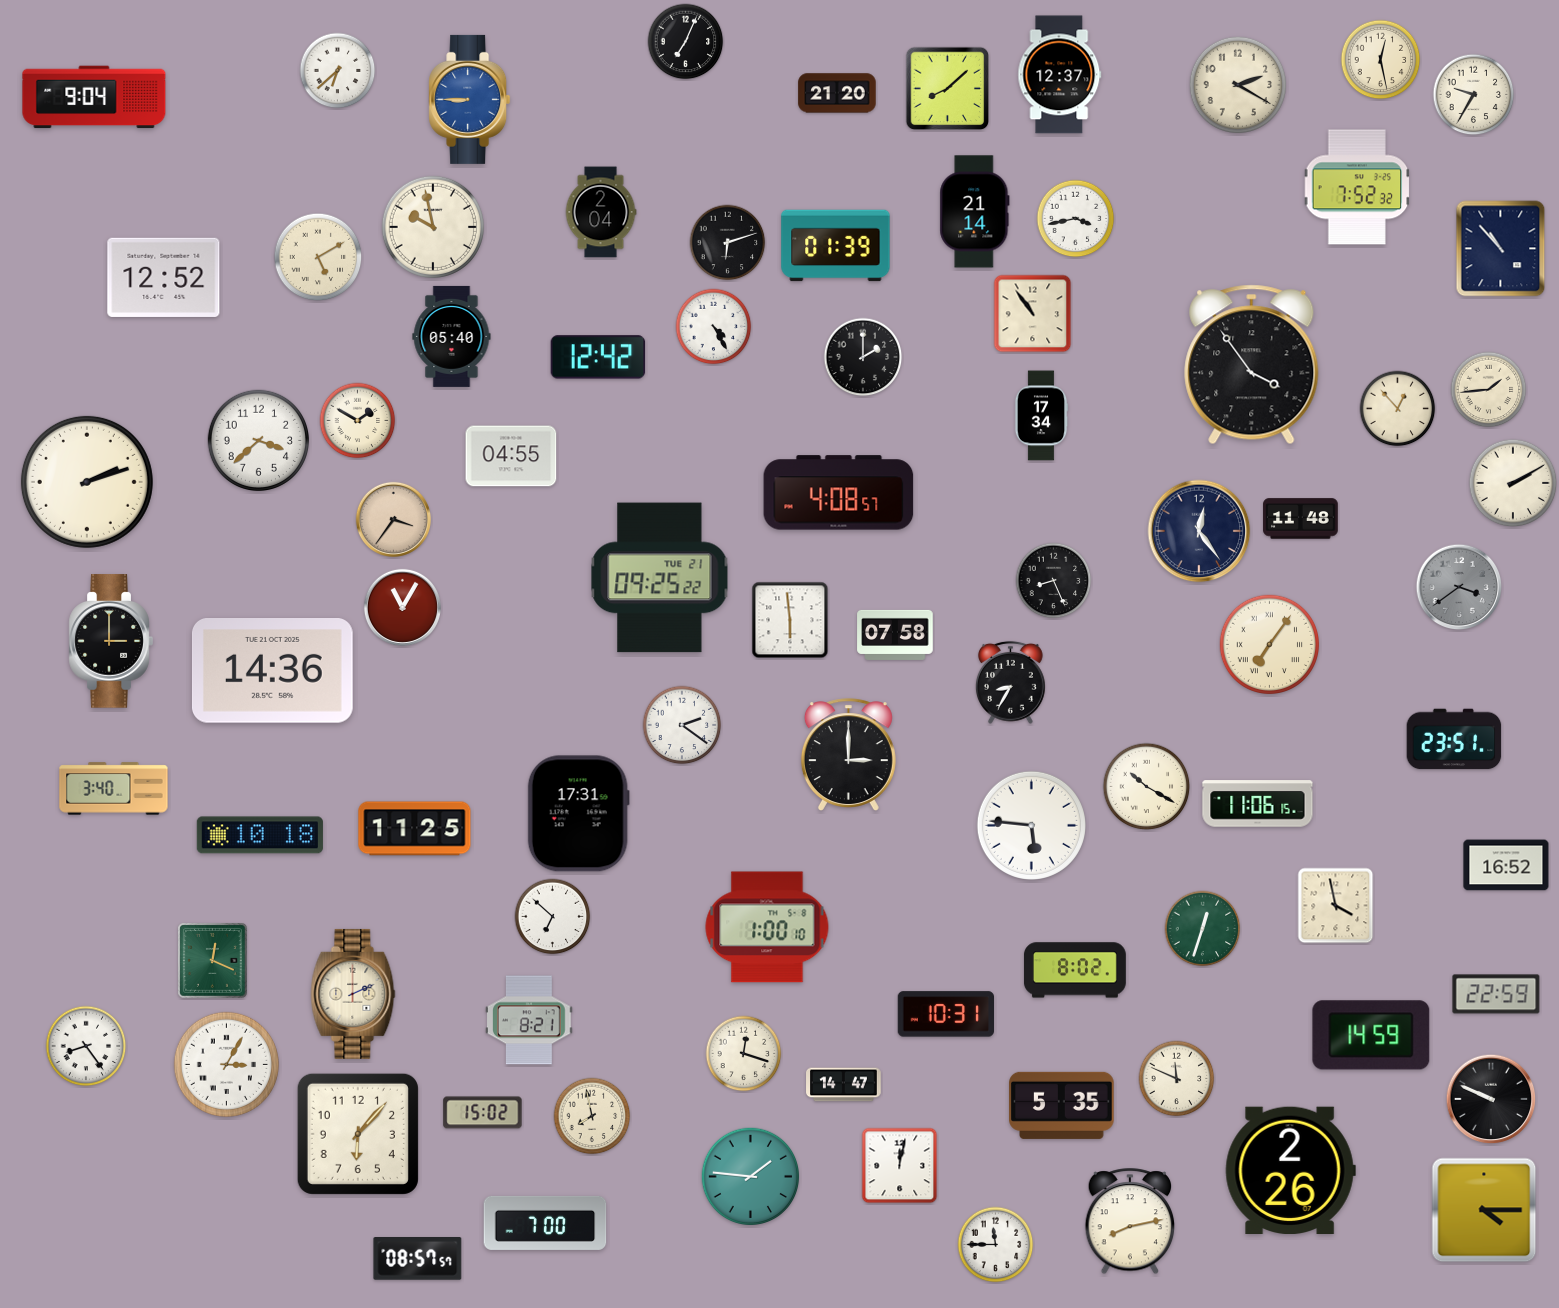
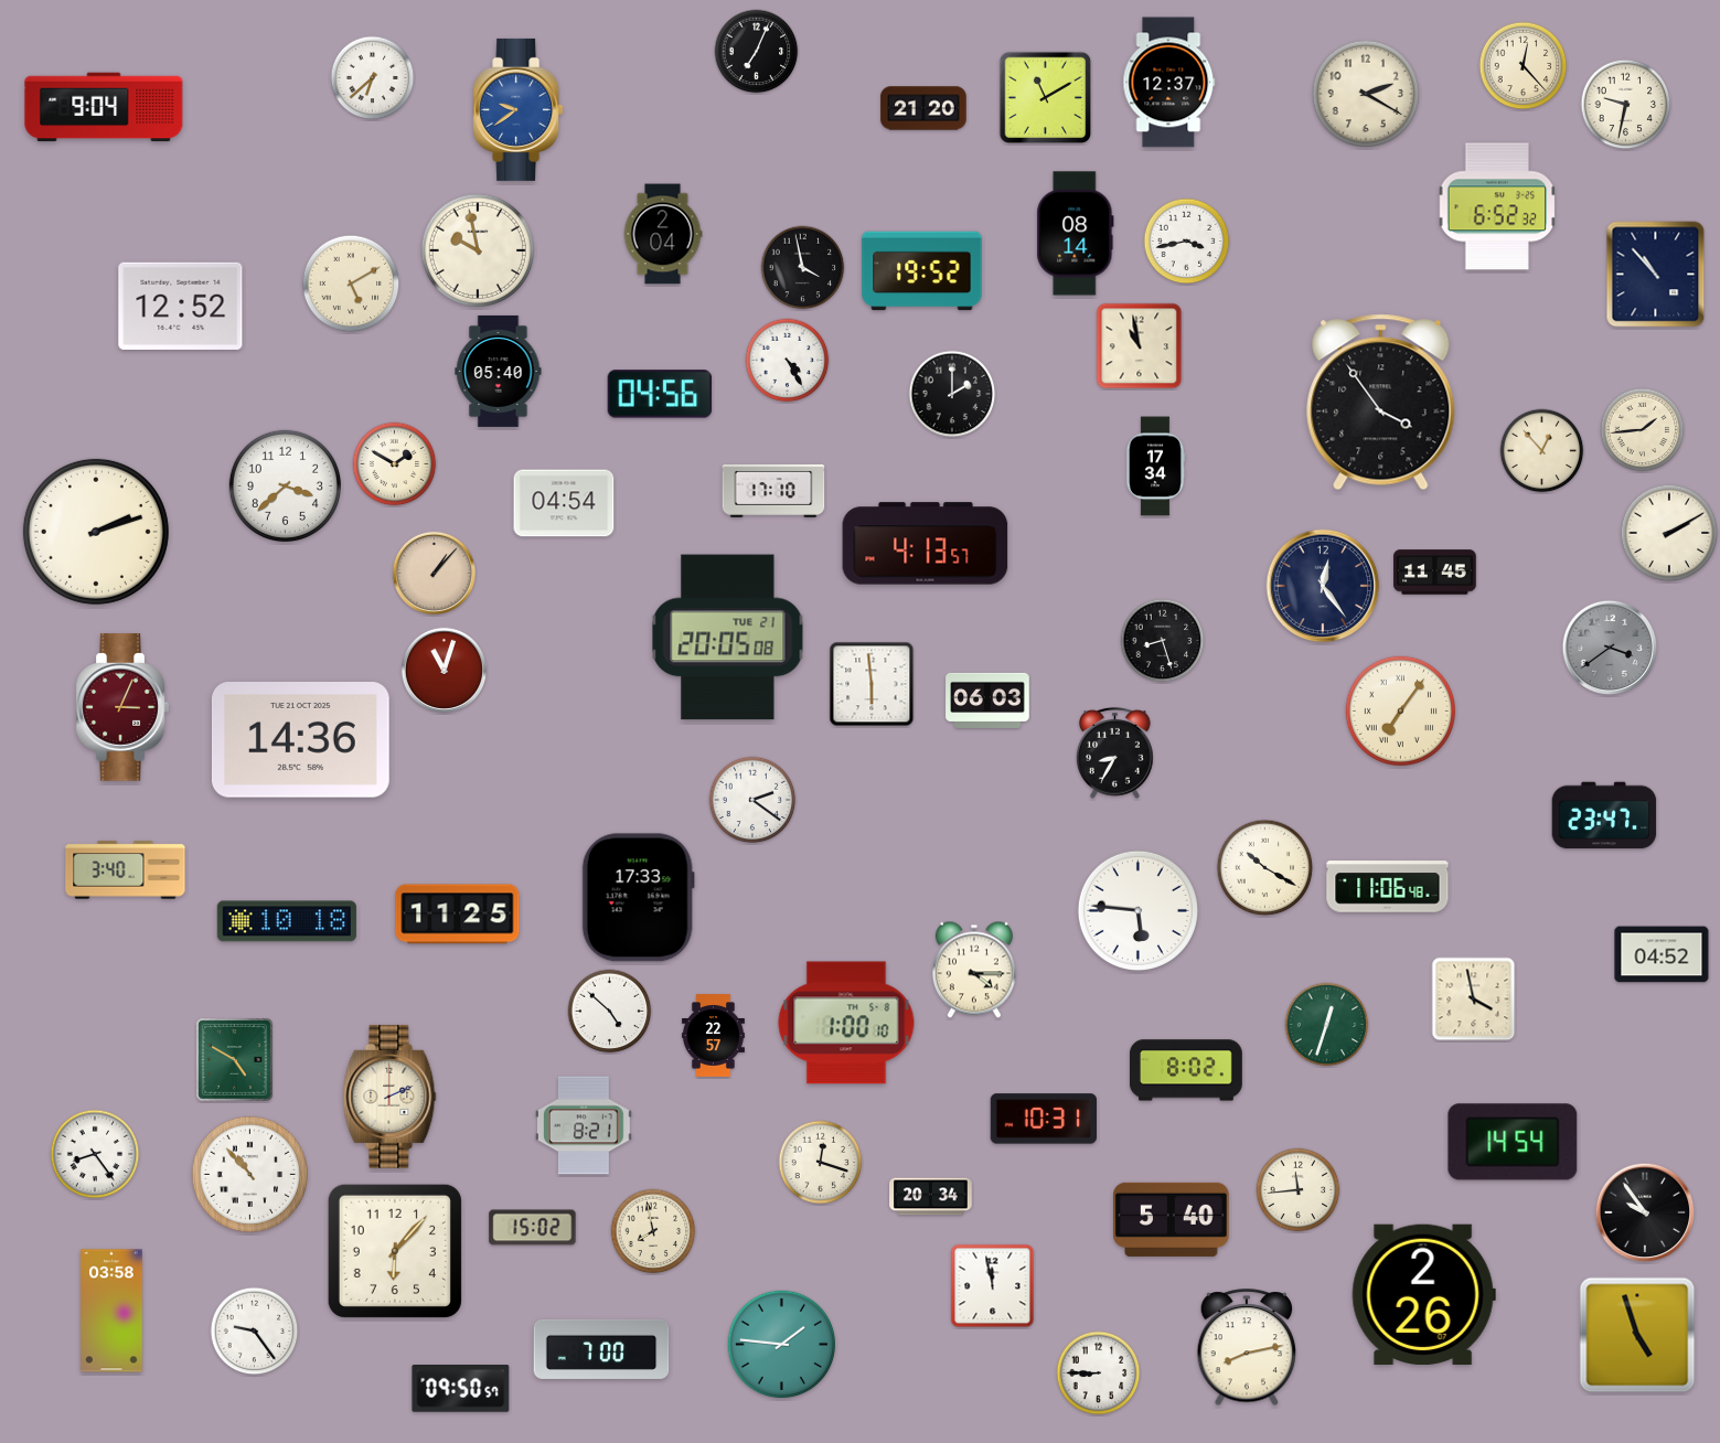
clock at (686, 42) position: (686, 42) -> (757, 52)
clock at (1381, 60): 12:28 -> 12:23
clock at (948, 89): 8:08 -> 11:10
clock at (837, 93) position: (837, 93) -> (923, 108)
clock at (1474, 95): 9:35 -> 9:32
clock at (470, 99): 8:45 -> 9:39
clock at (1357, 187): 7:52 -> 6:52
clock at (975, 212): 21:14 -> 08:14
clock at (728, 243): 6:12 -> 3:58
clock at (836, 246): 01:39 -> 19:52
clock at (1033, 314): 10:54 -> 10:58
clock at (598, 357): 12:42 -> 04:56
clock at (1041, 416) position: (1041, 416) -> (1155, 467)
clock at (773, 491): none -> 17:10
clock at (511, 456): 04:55 -> 04:54
clock at (839, 493): 4:08 -> 4:13
clock at (393, 519): 3:36 -> 1:07
clock at (1301, 519): 11:48 -> 11:45
clock at (660, 578): 09:25 -> 20:05
clock at (1054, 581): 8:26 -> 8:27
clock at (402, 607): 11:05 -> 11:03
clock at (895, 635): 07:58 -> 06:03
clock at (111, 641): 3:00 -> 3:04
clock at (111, 641) dial: black -> burgundy
clock at (1454, 739): 23:51 -> 23:47
clock at (848, 754): 3:00 -> none
clock at (1258, 804): 11:06:15 -> 11:06:48
clock at (578, 814): 17:31 -> 17:33
clock at (1506, 865): 16:52 -> 04:52
clock at (974, 970): none -> 4:15
clock at (553, 917): 6:52 -> 4:52
clock at (713, 1036): none -> 22:57
clock at (213, 961): 12:19 -> 4:50
clock at (1496, 994): 22:59 -> none
clock at (1371, 1035): 14:59 -> 14:54
clock at (226, 1064): 3:05 -> 10:53
clock at (1177, 1079): 11:49 -> 11:44
clock at (844, 1085): 14:47 -> 20:34
clock at (1491, 1099): 9:49 -> 9:54
clock at (1062, 1105): 5:35 -> 5:40
clock at (900, 1166): 12:02 -> 11:58
clock at (1290, 1170) position: (1290, 1170) -> (1423, 1294)
clock at (750, 1176) position: (750, 1176) -> (781, 1344)
clock at (113, 1311): none -> 03:58
clock at (255, 1332): none -> 9:24
clock at (1484, 1210): 4:15 -> 4:57
clock at (996, 1245): 11:45 -> 8:45
clock at (418, 1259): 08:57 -> 09:50
